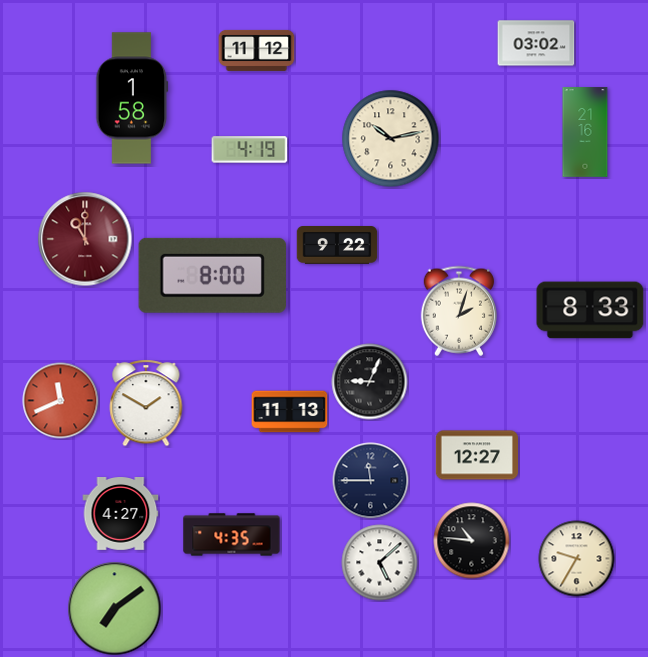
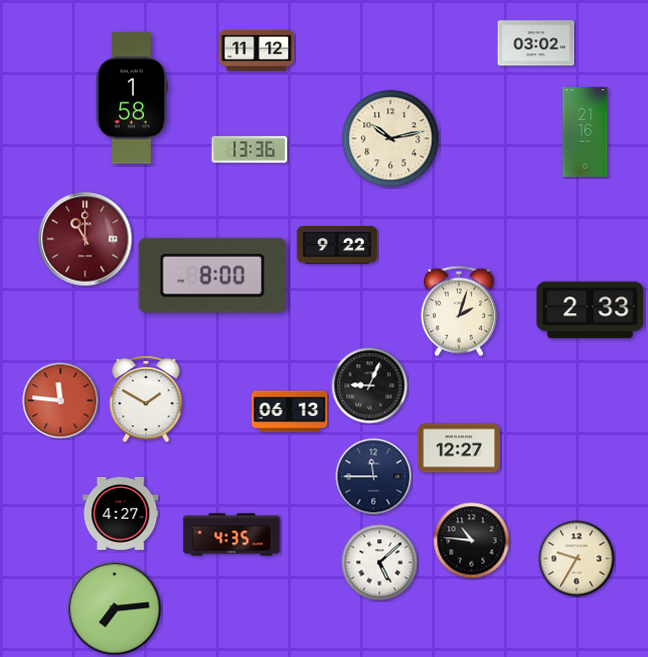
clock at (250, 150): 4:19 -> 13:36
clock at (590, 310): 8:33 -> 2:33
clock at (370, 382) position: (370, 382) -> (370, 386)
clock at (61, 401): 11:41 -> 11:46
clock at (146, 403) position: (146, 403) -> (146, 399)
clock at (290, 412): 11:13 -> 06:13
clock at (476, 455) position: (476, 455) -> (458, 448)
clock at (371, 481) position: (371, 481) -> (374, 477)
clock at (115, 609): 7:09 -> 7:14
